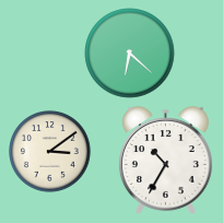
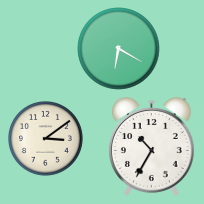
clock at (130, 54): 6:22 -> 6:20
